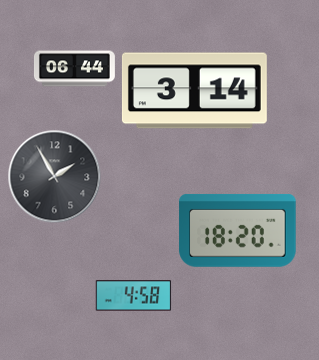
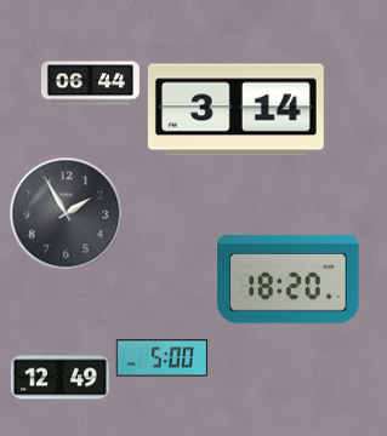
clock at (134, 296): 4:58 -> 5:00
clock at (59, 378): none -> 12:49
